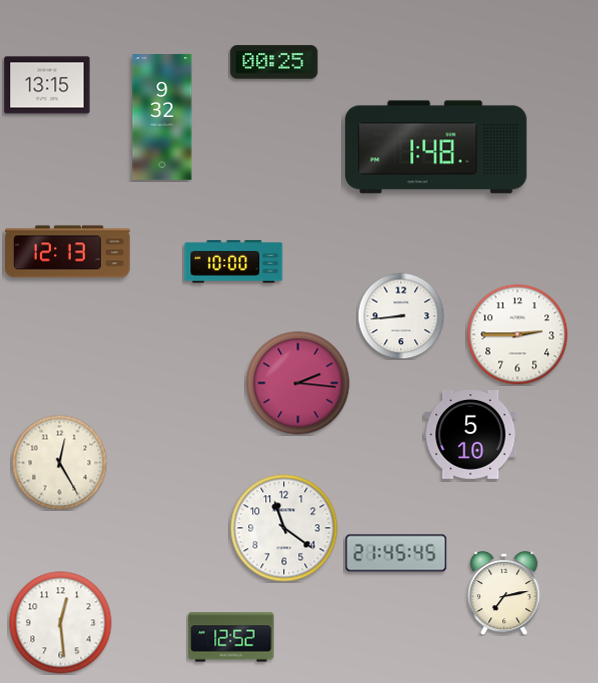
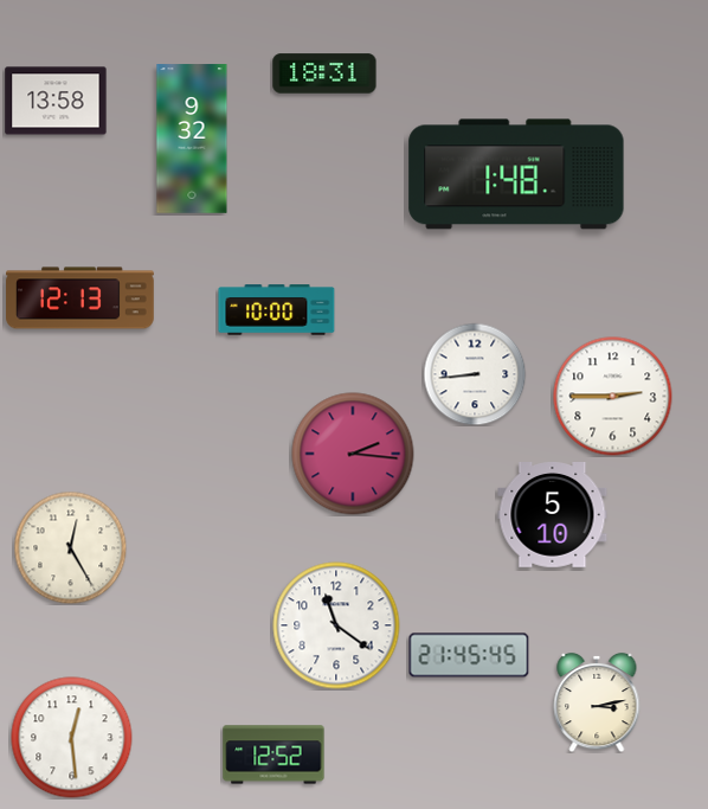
clock at (274, 62): 00:25 -> 18:31
clock at (47, 85): 13:15 -> 13:58
clock at (471, 435) position: (471, 435) -> (553, 515)
clock at (504, 593): 7:13 -> 3:13
